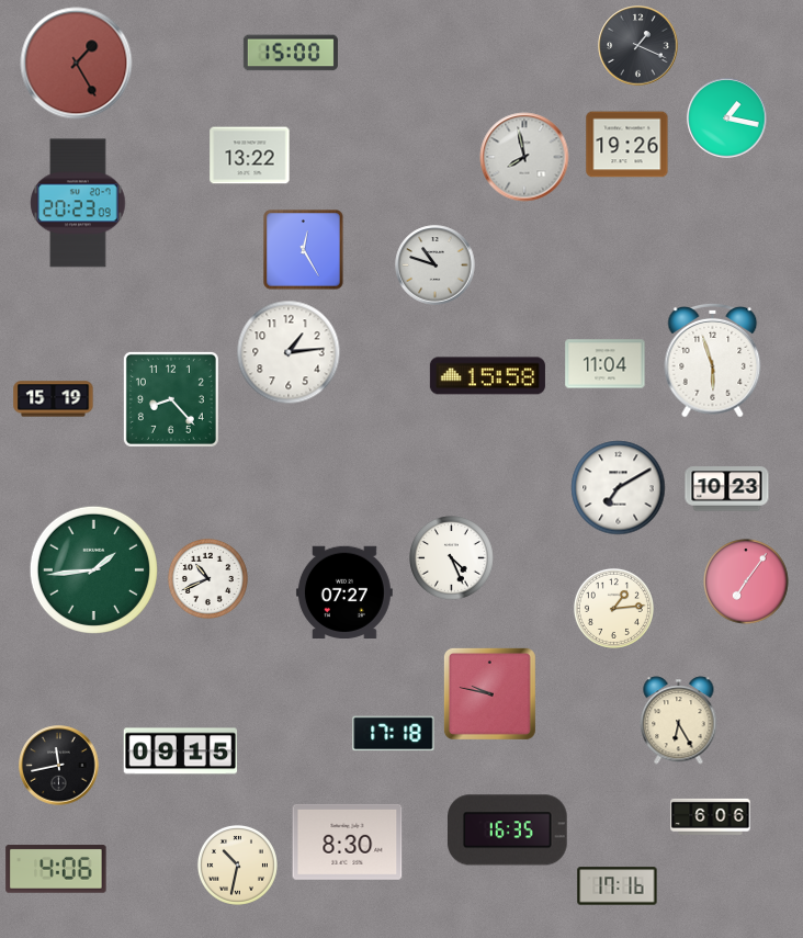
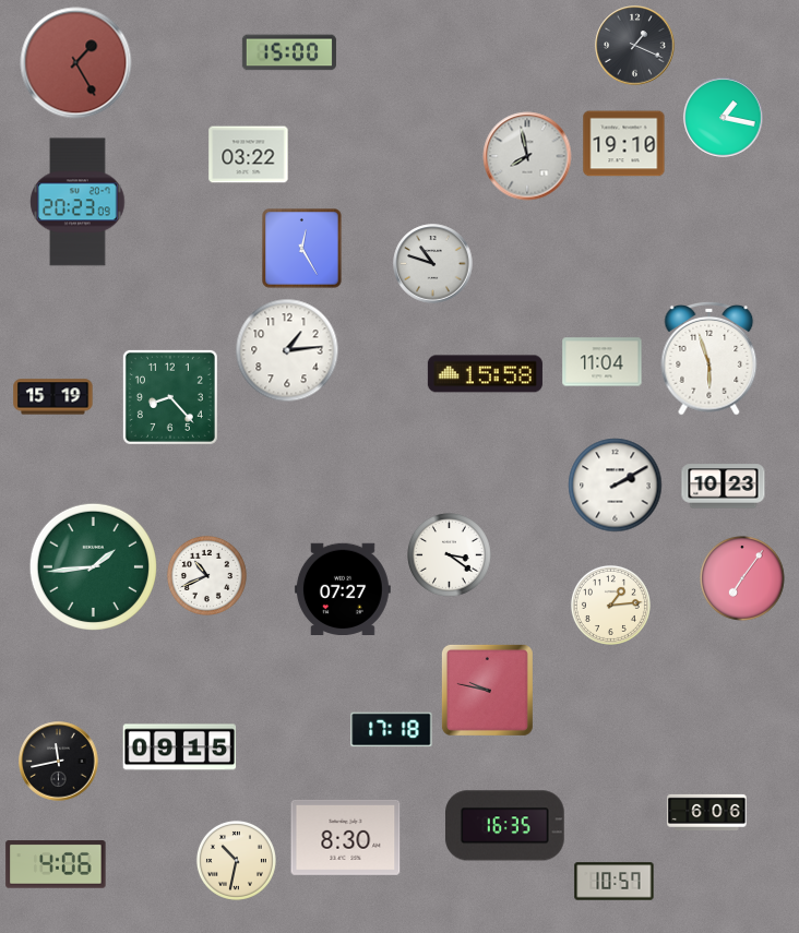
clock at (627, 145): 19:26 -> 19:10
clock at (250, 156): 13:22 -> 03:22
clock at (524, 157) position: (524, 157) -> (527, 156)
clock at (619, 488): 7:10 -> 2:10
clock at (452, 558): 4:26 -> 3:21
clock at (679, 721): 6:25 -> none
clock at (618, 886): 17:16 -> 10:57
